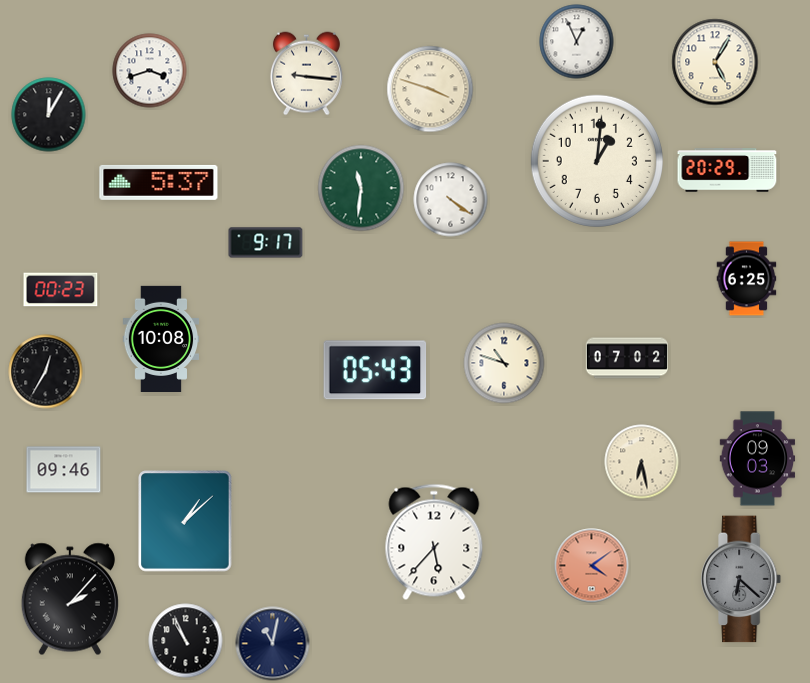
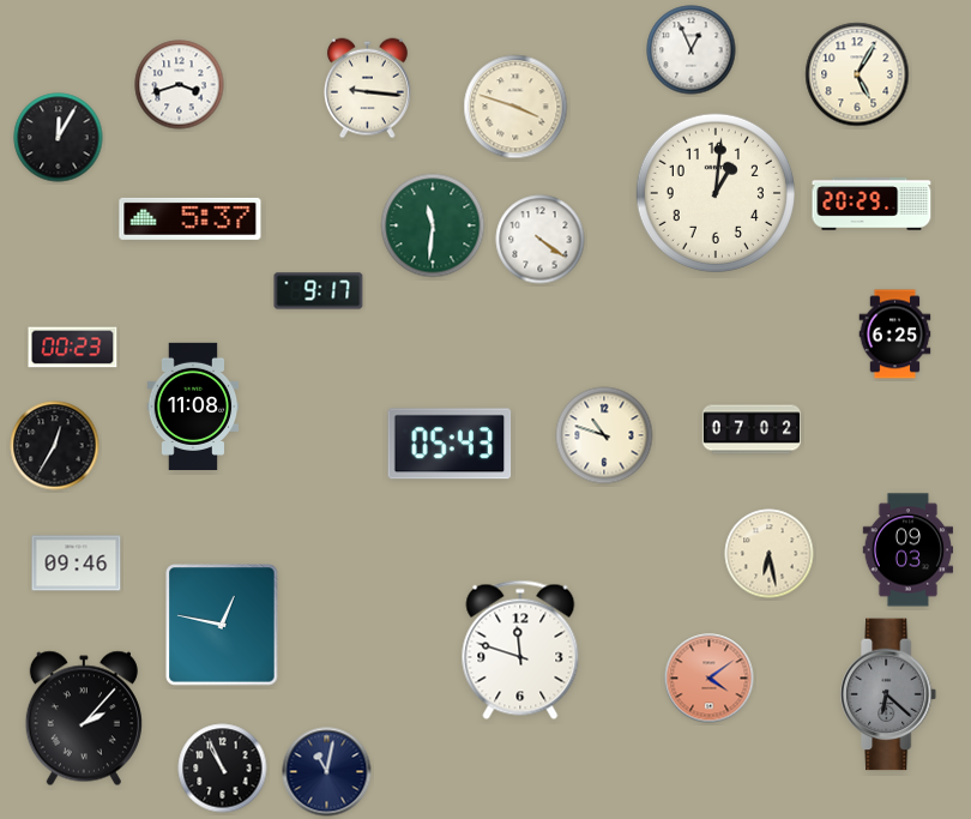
clock at (161, 338): 10:08 -> 11:08
clock at (185, 521): 1:08 -> 12:47
clock at (434, 542): 5:37 -> 11:48
